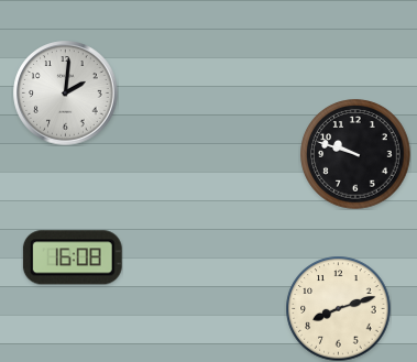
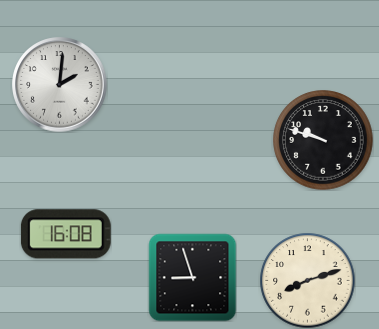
clock at (192, 277): none -> 8:57
